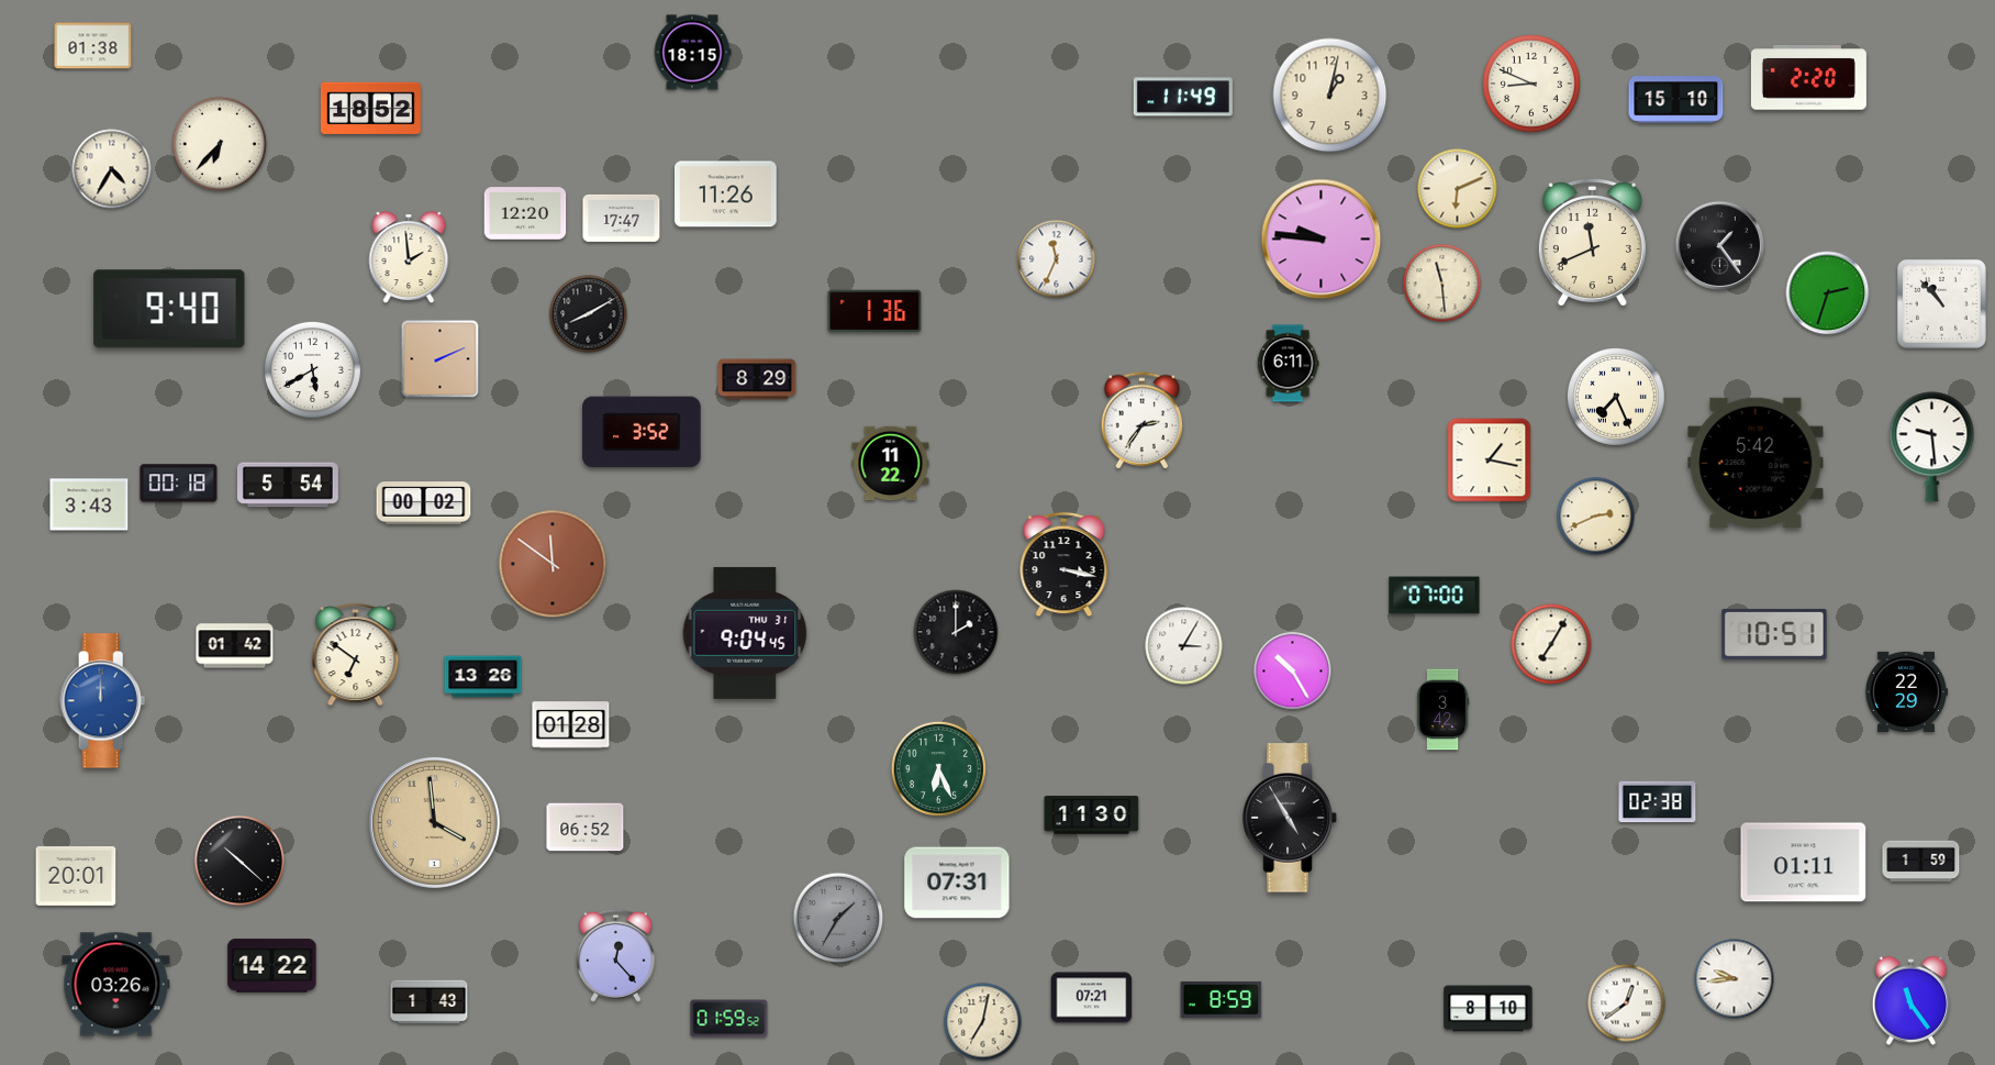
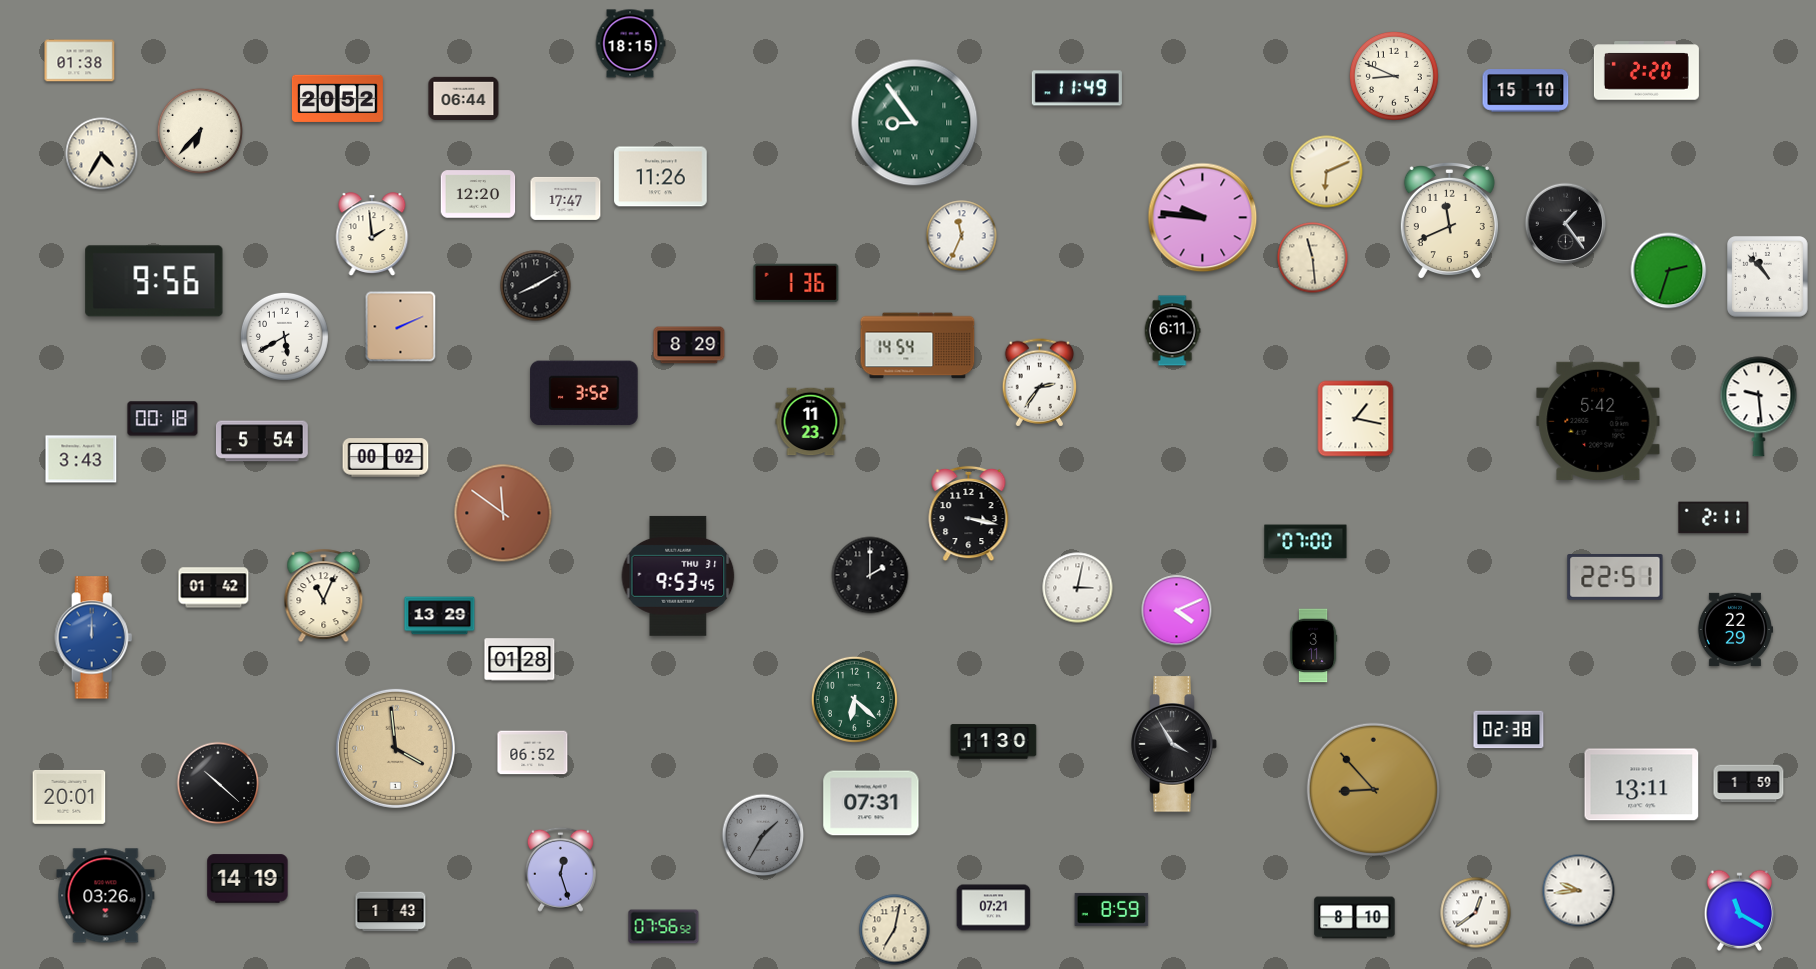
clock at (93, 46) position: (93, 46) -> (80, 61)
clock at (692, 53) position: (692, 53) -> (630, 44)
clock at (1330, 96): 1:02 -> none
clock at (370, 108): 18:52 -> 20:52
clock at (464, 99): none -> 06:44
clock at (915, 123): none -> 8:54
clock at (1828, 293) position: (1828, 293) -> (1669, 271)
clock at (169, 309): 9:40 -> 9:56
clock at (918, 346): none -> 14:54
clock at (1617, 398): 7:26 -> none
clock at (891, 464): 11:22 -> 11:23
clock at (179, 484) position: (179, 484) -> (163, 419)
clock at (1596, 517): 2:41 -> none
clock at (1714, 518): none -> 2:11
clock at (745, 633): 9:04 -> 9:53
clock at (1774, 635): 10:51 -> 22:51
clock at (1551, 644): 7:05 -> none
clock at (1184, 646): 3:05 -> 3:02
clock at (356, 655): 6:51 -> 11:04
clock at (1293, 672): 10:25 -> 4:11
clock at (483, 677): 13:26 -> 13:29
clock at (1442, 710): 3:42 -> 3:11
clock at (938, 768): 6:26 -> 6:22
clock at (1290, 818): 4:55 -> 3:55
clock at (1804, 863): 01:11 -> 13:11
clock at (1373, 789): none -> 8:53
clock at (615, 955): 12:23 -> 12:27
clock at (272, 966): 14:22 -> 14:19
clock at (1912, 1000): 11:24 -> 11:20
clock at (1627, 1003) position: (1627, 1003) -> (1476, 913)
clock at (729, 1019): 01:59 -> 07:56
